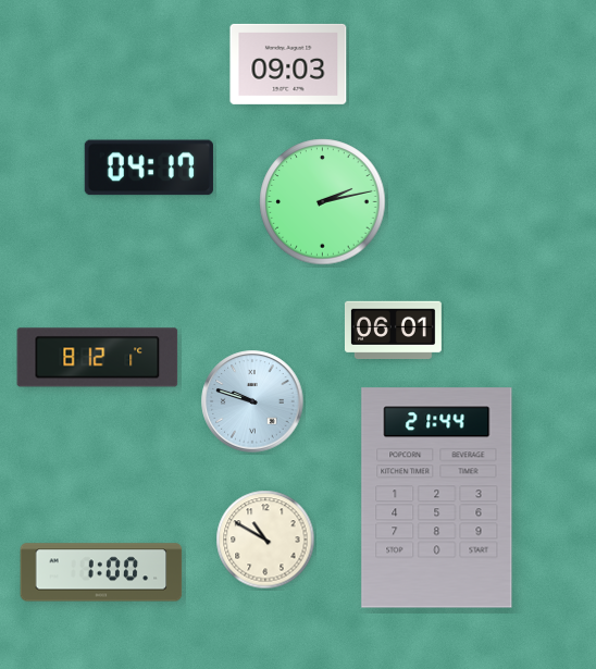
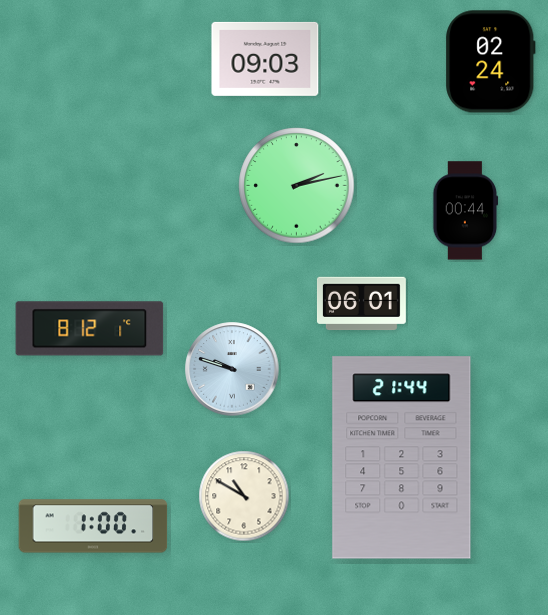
clock at (491, 62): none -> 02:24
clock at (149, 168): 04:17 -> none
clock at (466, 211): none -> 00:44
